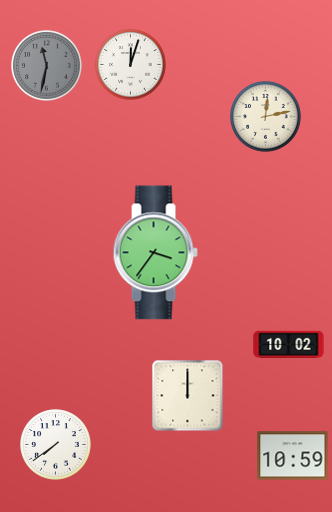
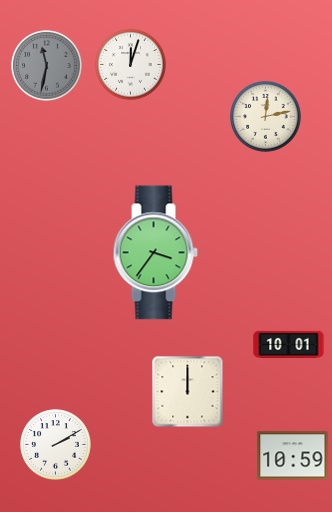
clock at (289, 344): 10:02 -> 10:01
clock at (188, 396) position: (188, 396) -> (188, 392)
clock at (56, 445): 7:39 -> 2:10
